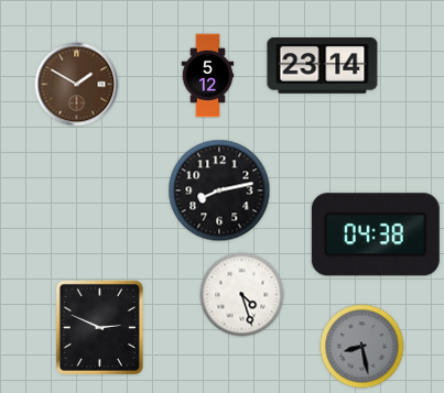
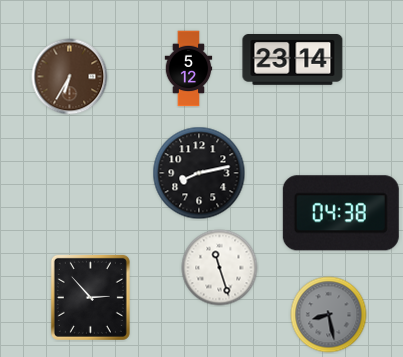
clock at (77, 85): 1:50 -> 6:35
clock at (242, 295): 4:27 -> 11:27
clock at (99, 327): 2:49 -> 2:53
